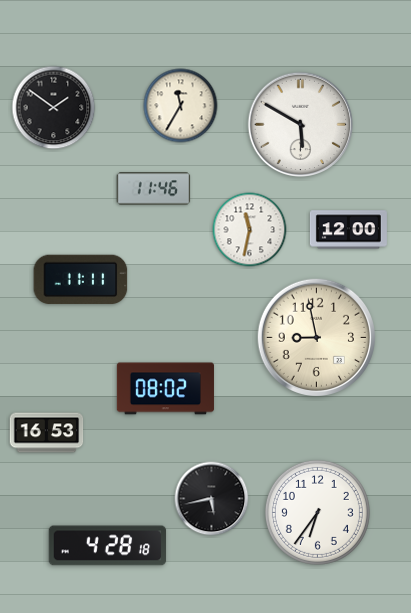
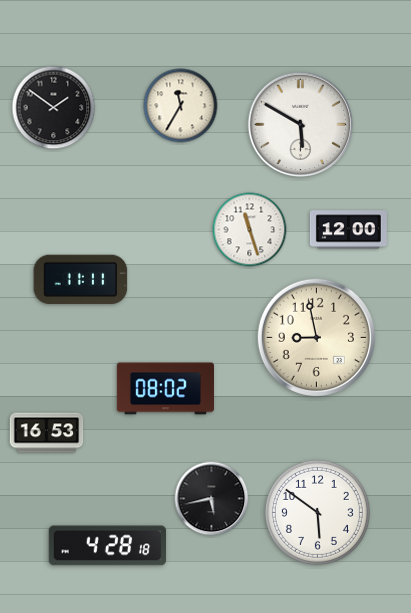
clock at (154, 189): 11:46 -> none
clock at (250, 230): 11:32 -> 11:27
clock at (317, 512): 6:36 -> 5:51
